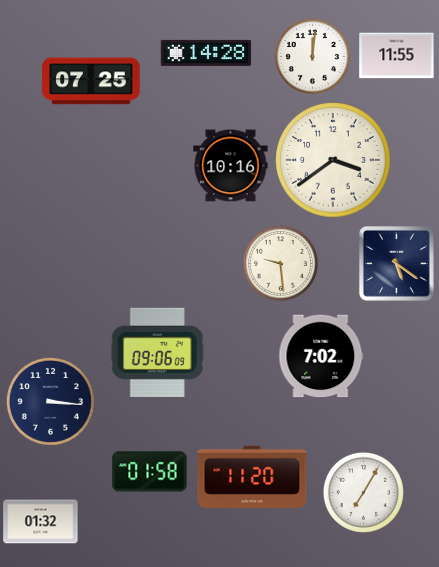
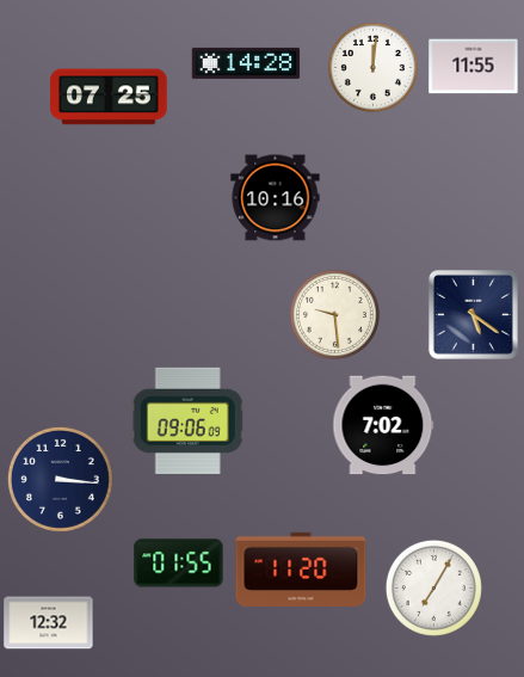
clock at (333, 160): 3:39 -> none
clock at (150, 472): 01:58 -> 01:55
clock at (41, 522): 01:32 -> 12:32
